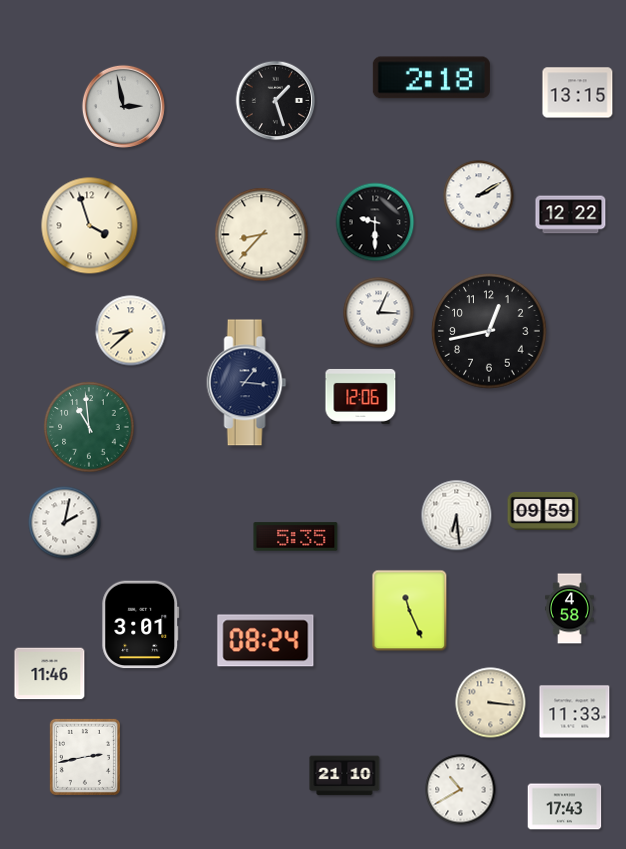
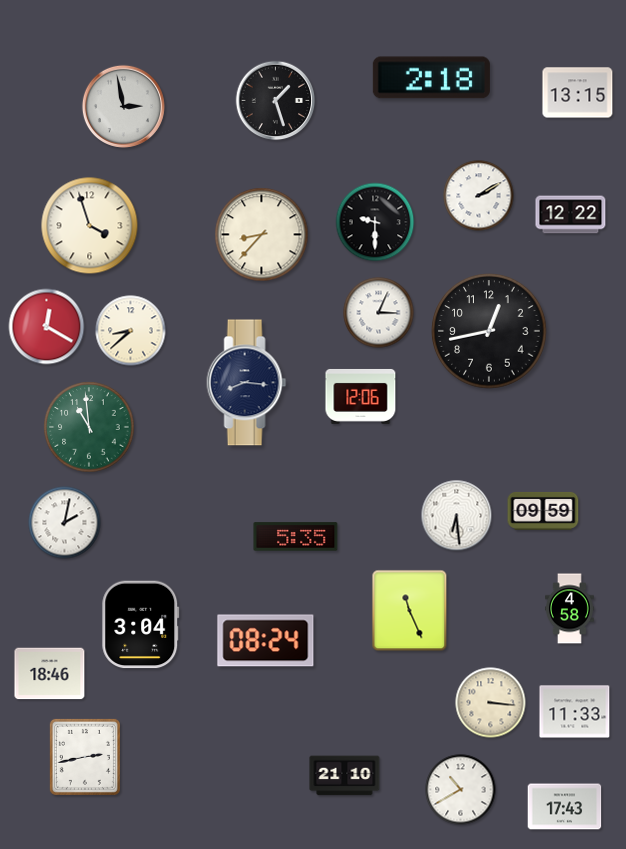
clock at (47, 327): none -> 12:20
clock at (247, 383): 1:16 -> 8:16
clock at (141, 625): 3:01 -> 3:04
clock at (50, 674): 11:46 -> 18:46
